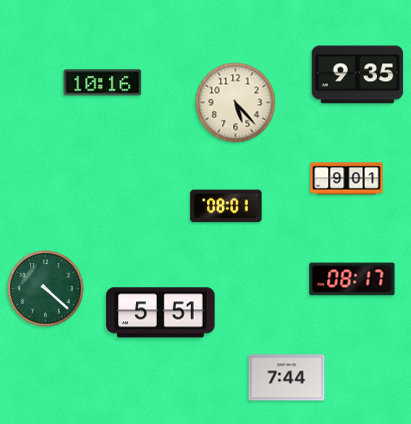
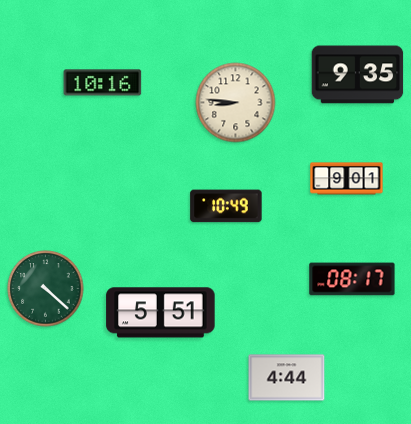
clock at (236, 103): 5:23 -> 8:46
clock at (226, 206): 08:01 -> 10:49
clock at (287, 378): 7:44 -> 4:44
